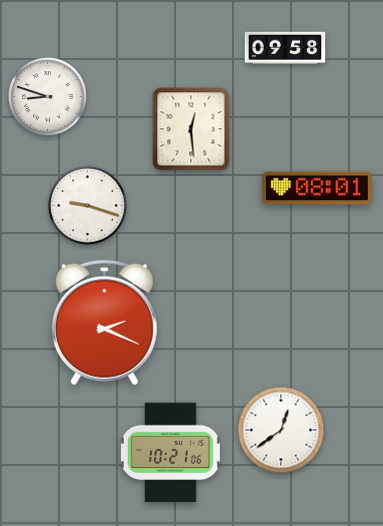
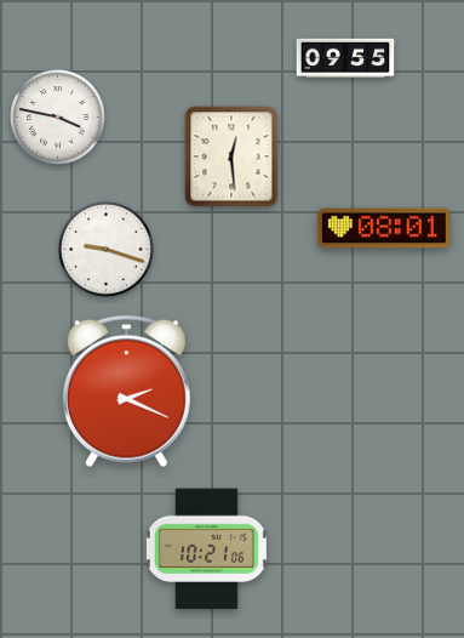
clock at (285, 48): 09:58 -> 09:55
clock at (48, 97): 8:48 -> 3:47
clock at (281, 430): 12:39 -> none
